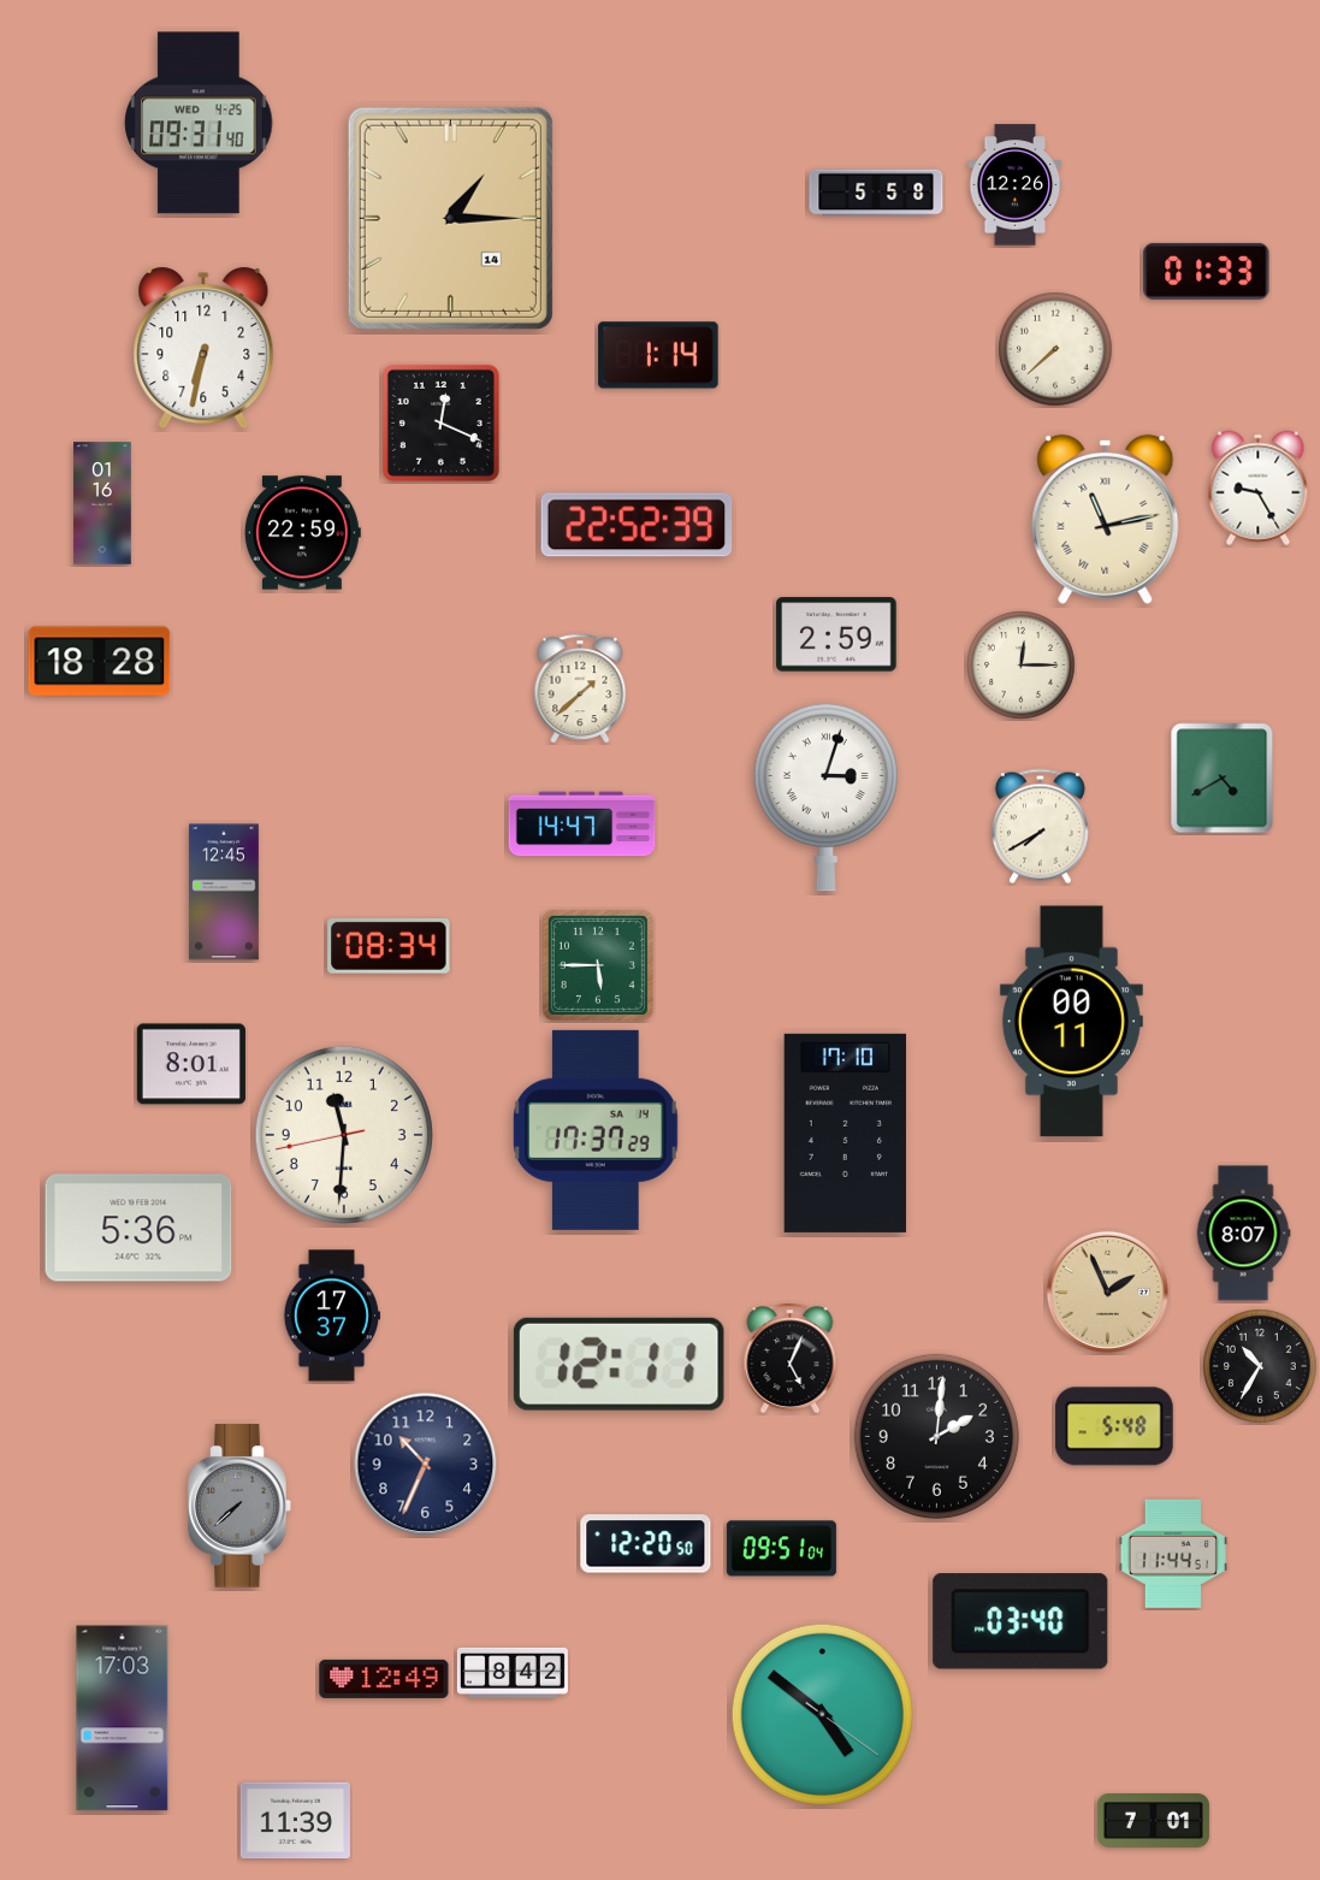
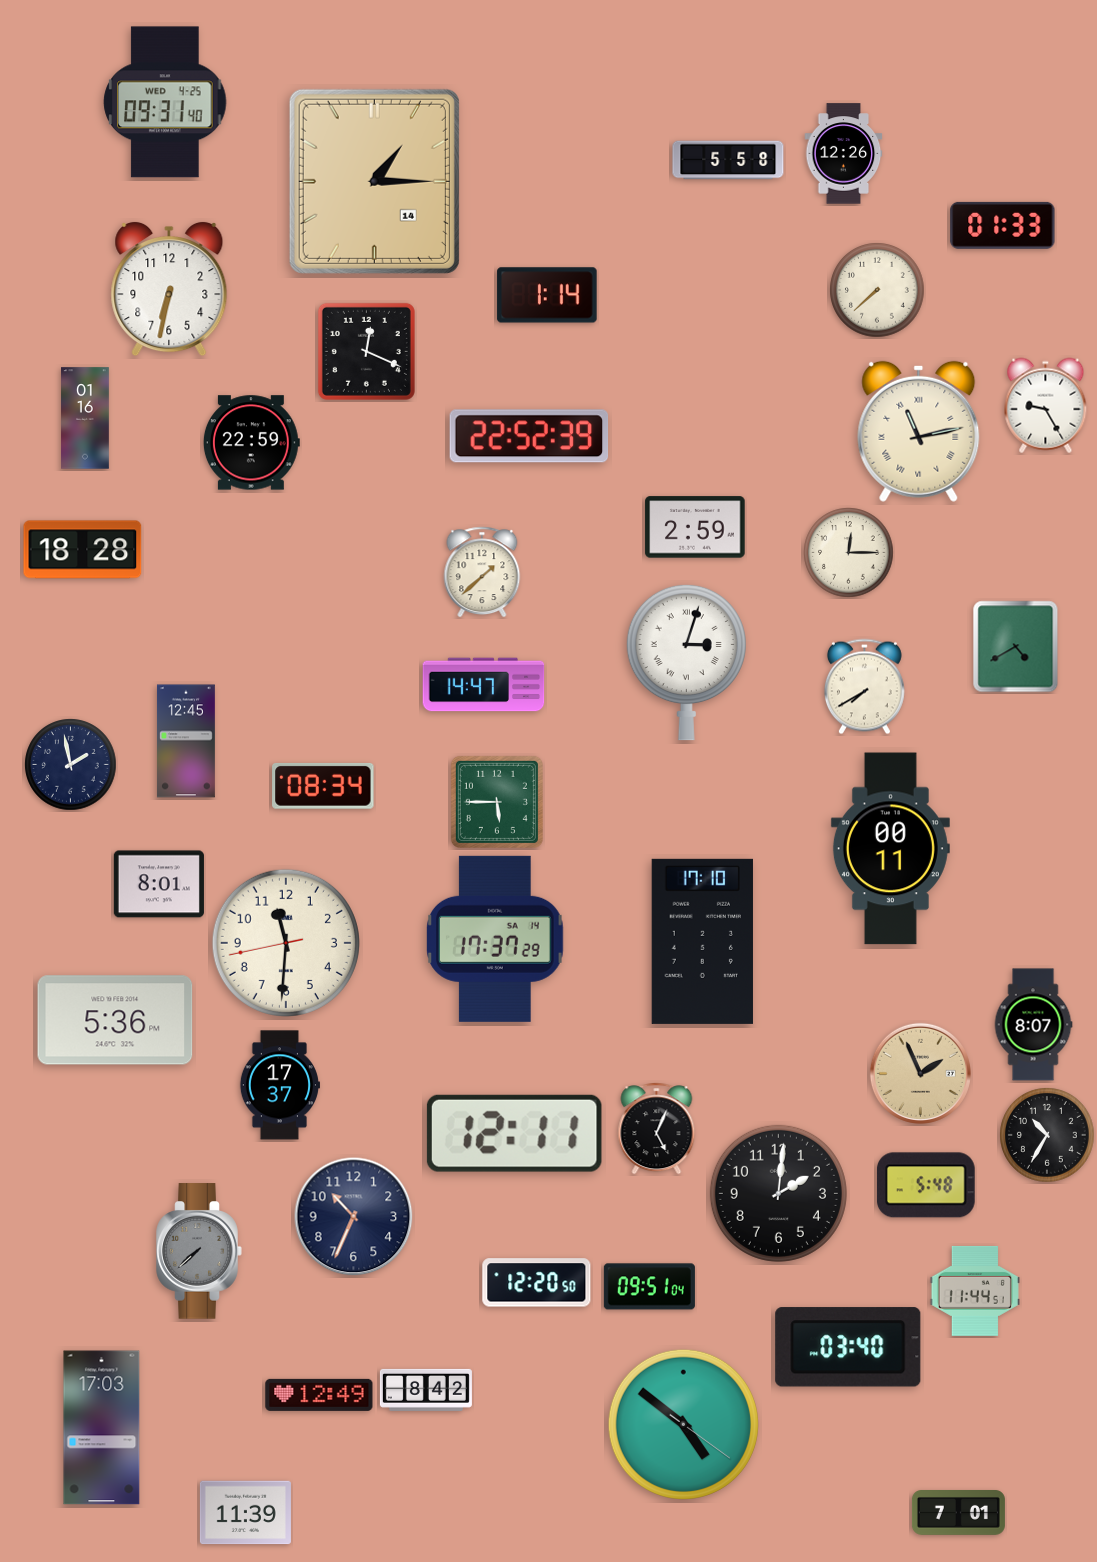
clock at (71, 765): none -> 1:58
clock at (331, 1316) position: (331, 1316) -> (279, 1085)
